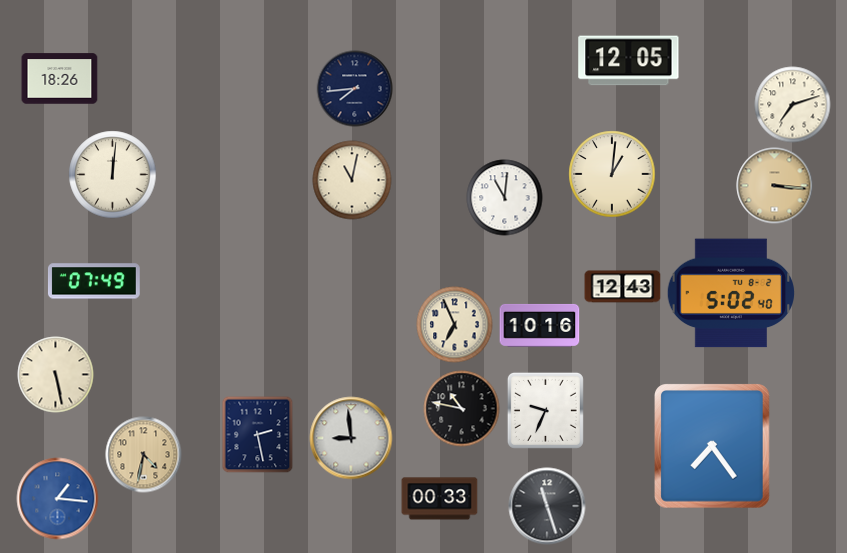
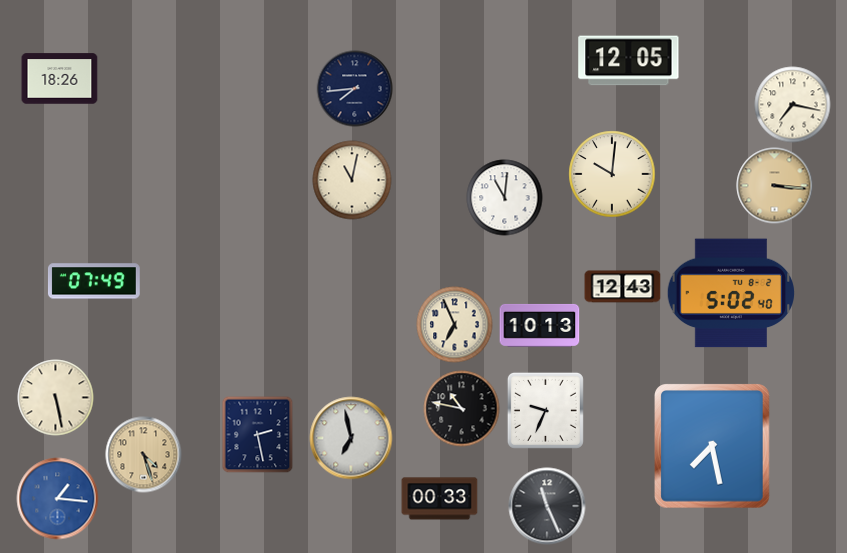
clock at (793, 105): 7:12 -> 7:17
clock at (612, 174): 1:01 -> 10:01
clock at (113, 175): 12:01 -> none
clock at (540, 325): 10:16 -> 10:13
clock at (56, 375) position: (56, 375) -> (56, 398)
clock at (351, 438): 8:59 -> 6:58
clock at (713, 447): 7:24 -> 7:28
clock at (144, 455): 4:32 -> 4:27
clock at (547, 506): 11:27 -> 11:26
